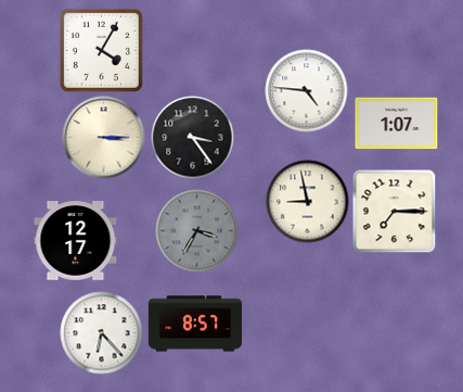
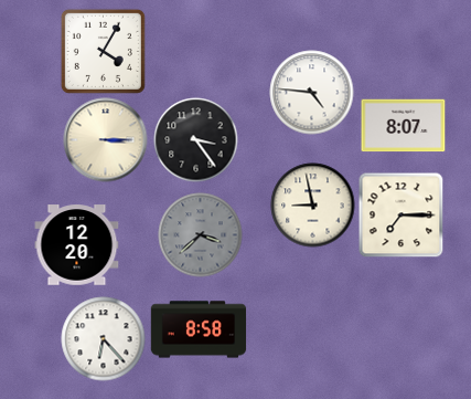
clock at (397, 124): 1:07 -> 8:07
clock at (197, 231): 3:35 -> 3:38
clock at (76, 241): 12:17 -> 12:20
clock at (195, 324): 8:57 -> 8:58
